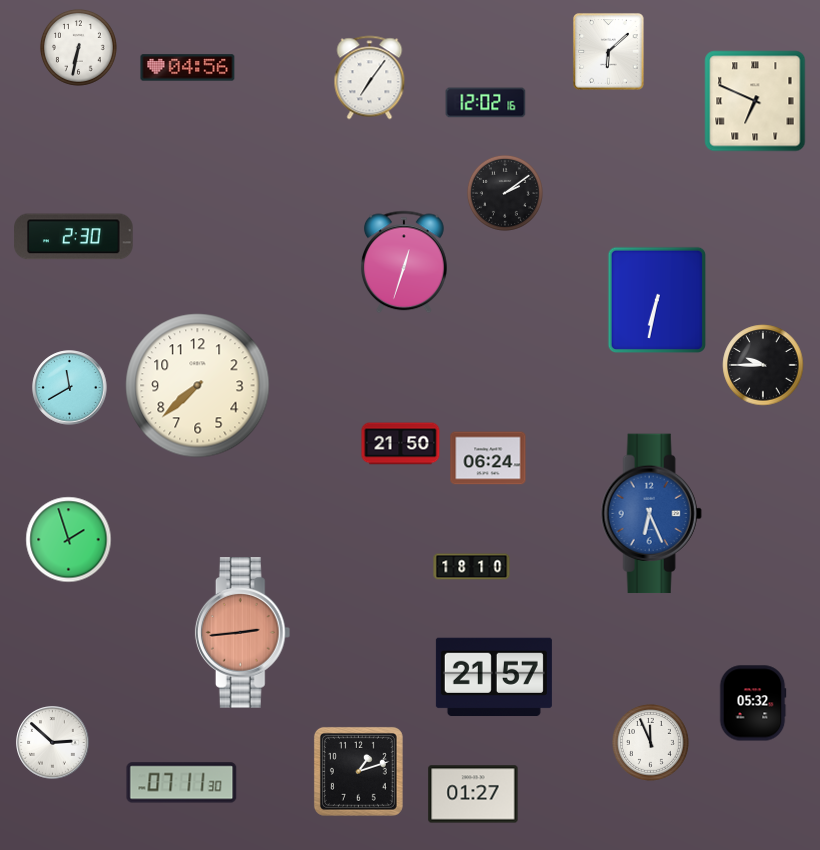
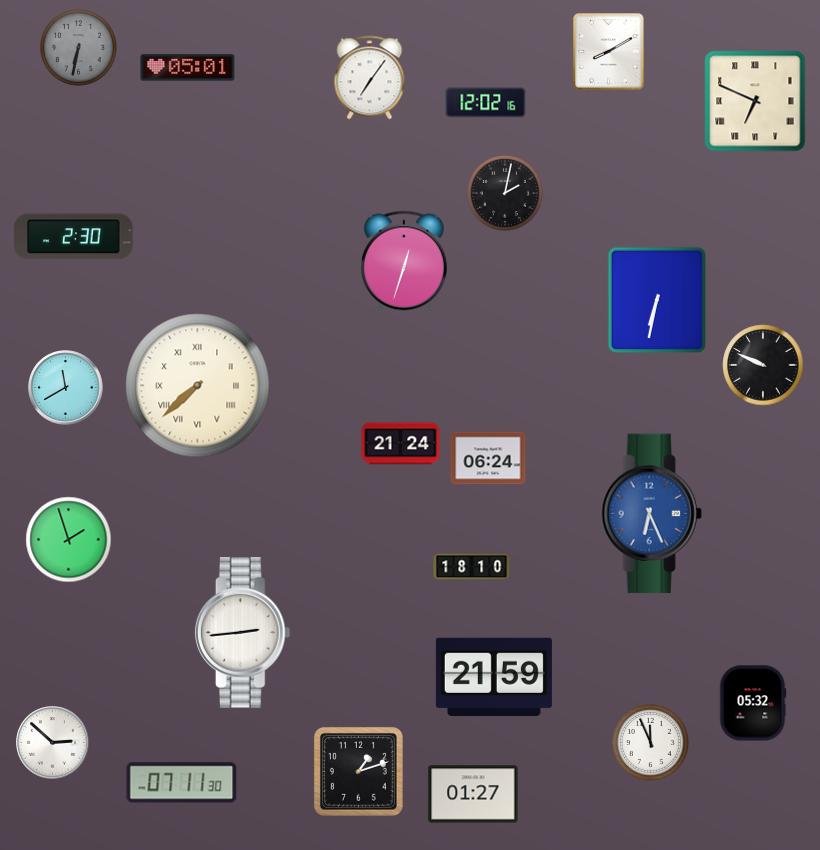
clock at (78, 47) dial: white -> grey
clock at (609, 52): 6:08 -> 8:10
clock at (188, 68): 04:56 -> 05:01
clock at (505, 193): 2:09 -> 2:02
clock at (763, 365): 9:45 -> 9:49
clock at (198, 386) numerals: Arabic -> Roman
clock at (70, 388) position: (70, 388) -> (66, 388)
clock at (401, 444): 21:50 -> 21:24
clock at (243, 633) dial: salmon -> white
clock at (494, 677): 21:57 -> 21:59
